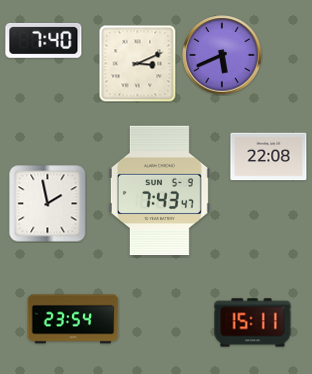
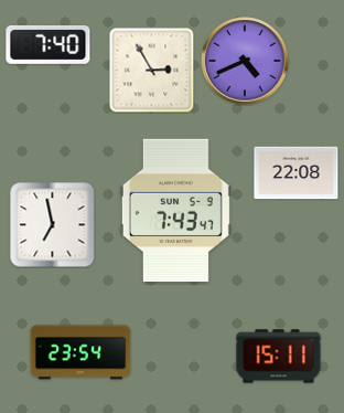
clock at (222, 55): 5:41 -> 4:41
clock at (137, 63): 3:11 -> 2:55
clock at (48, 204): 1:58 -> 6:58
